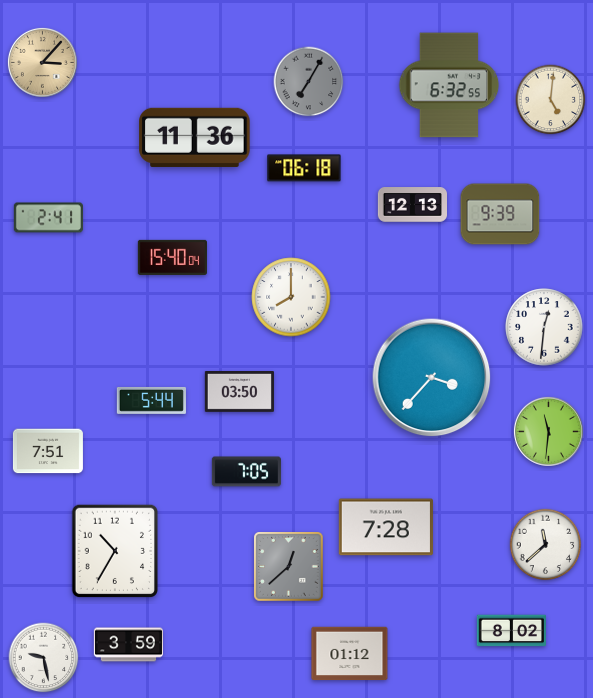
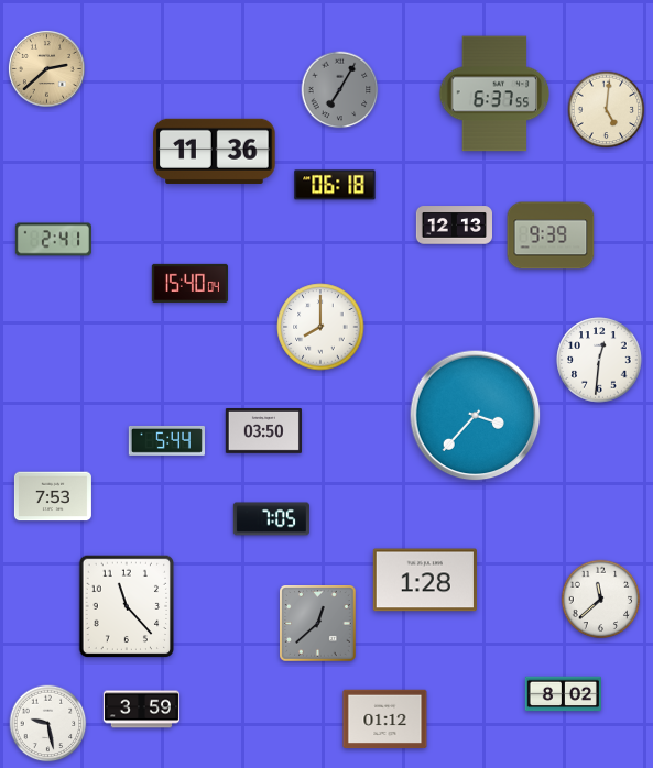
clock at (42, 62): 3:07 -> 2:38
clock at (449, 85): 6:32 -> 6:37
clock at (548, 431): 11:31 -> none
clock at (48, 451): 7:51 -> 7:53
clock at (386, 527): 7:28 -> 1:28
clock at (115, 551): 10:35 -> 11:23
